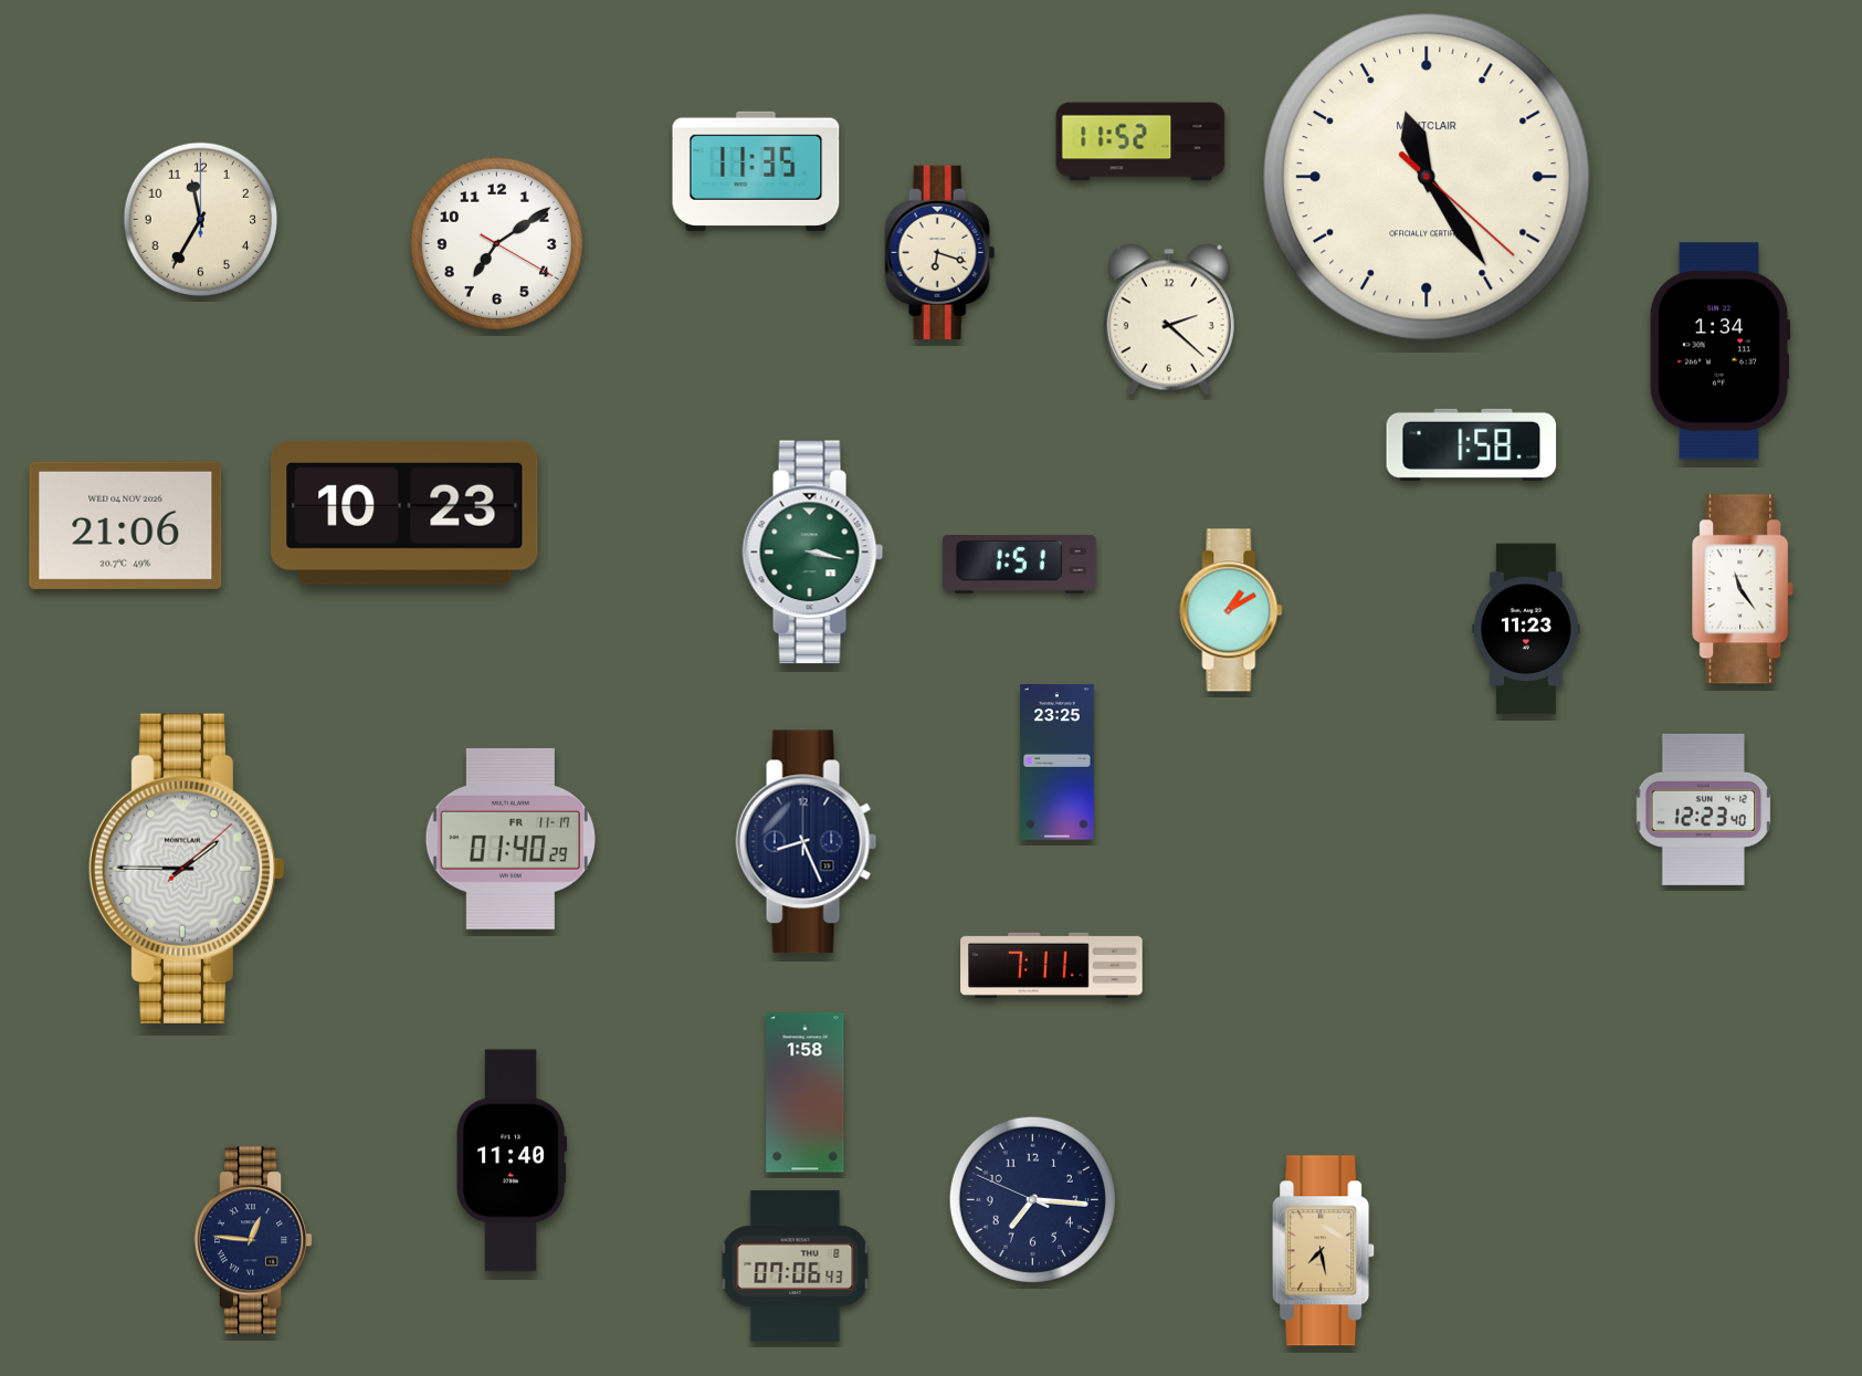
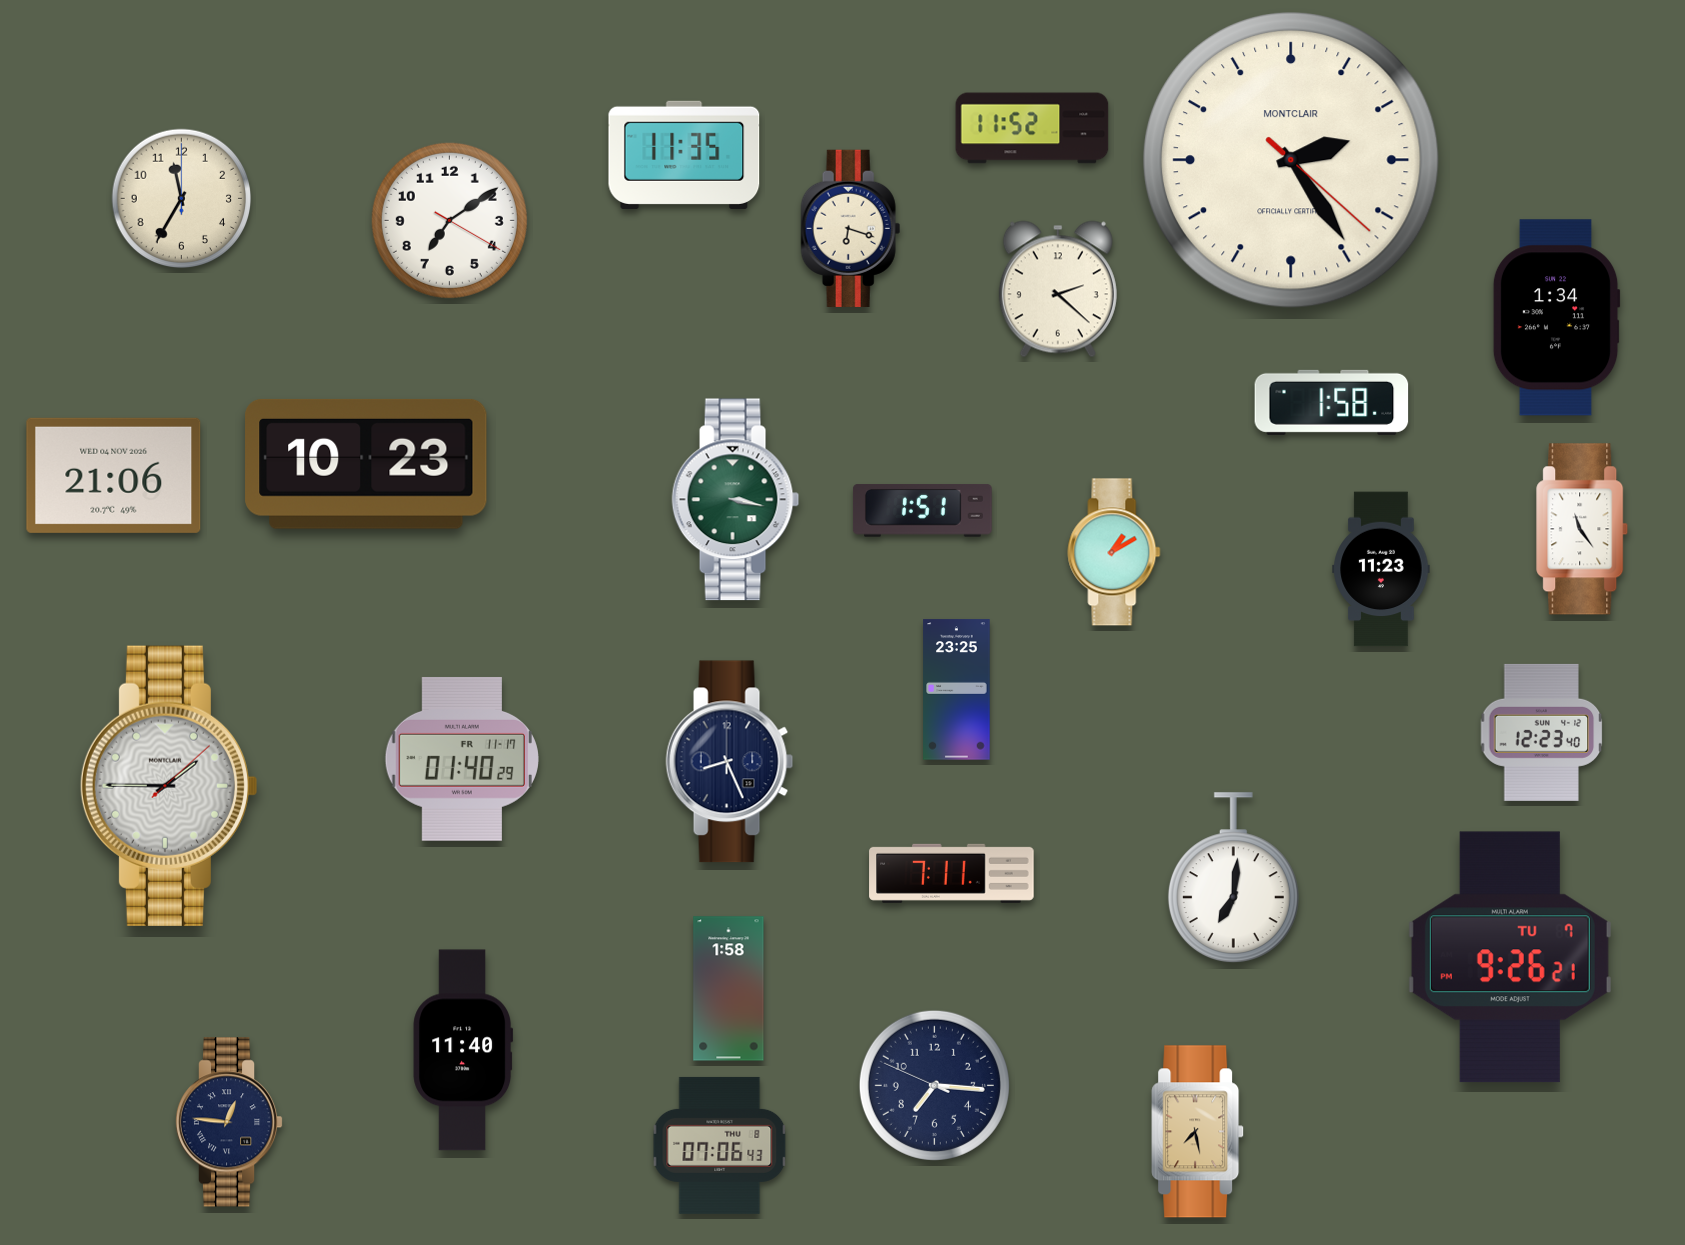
clock at (1427, 177): 11:24 -> 2:24
clock at (1744, 589) position: (1744, 589) -> (1583, 529)
clock at (1233, 878): none -> 7:01
clock at (1510, 957): none -> 9:26
